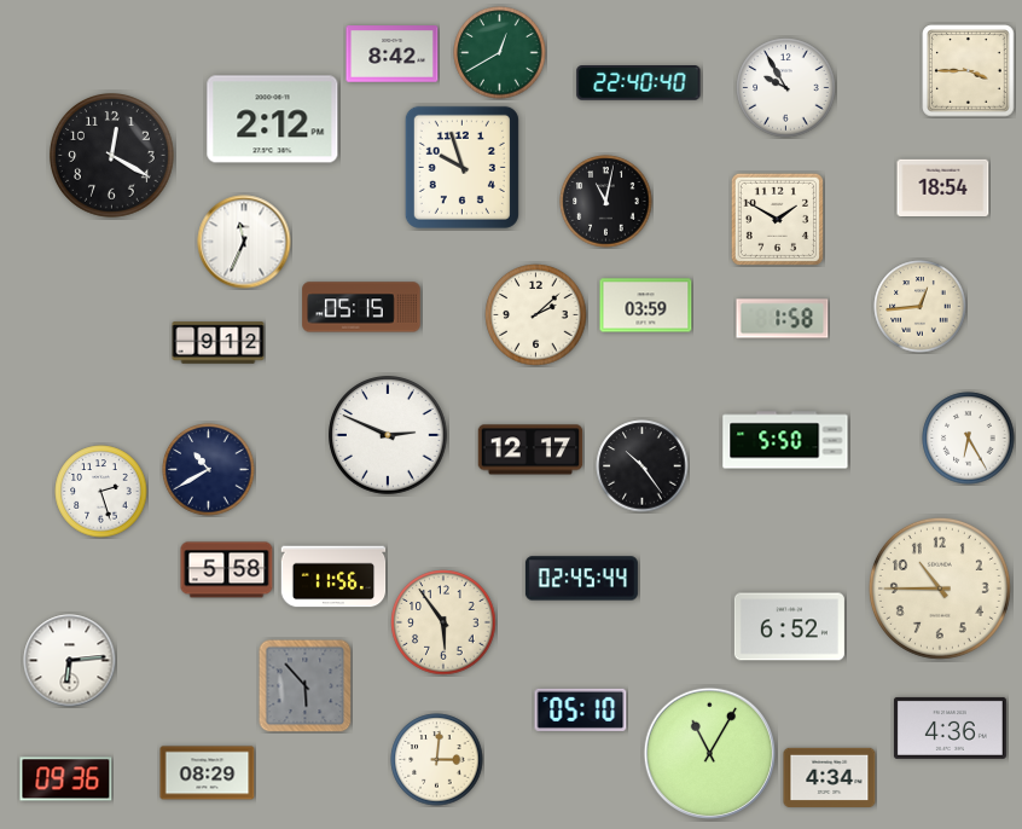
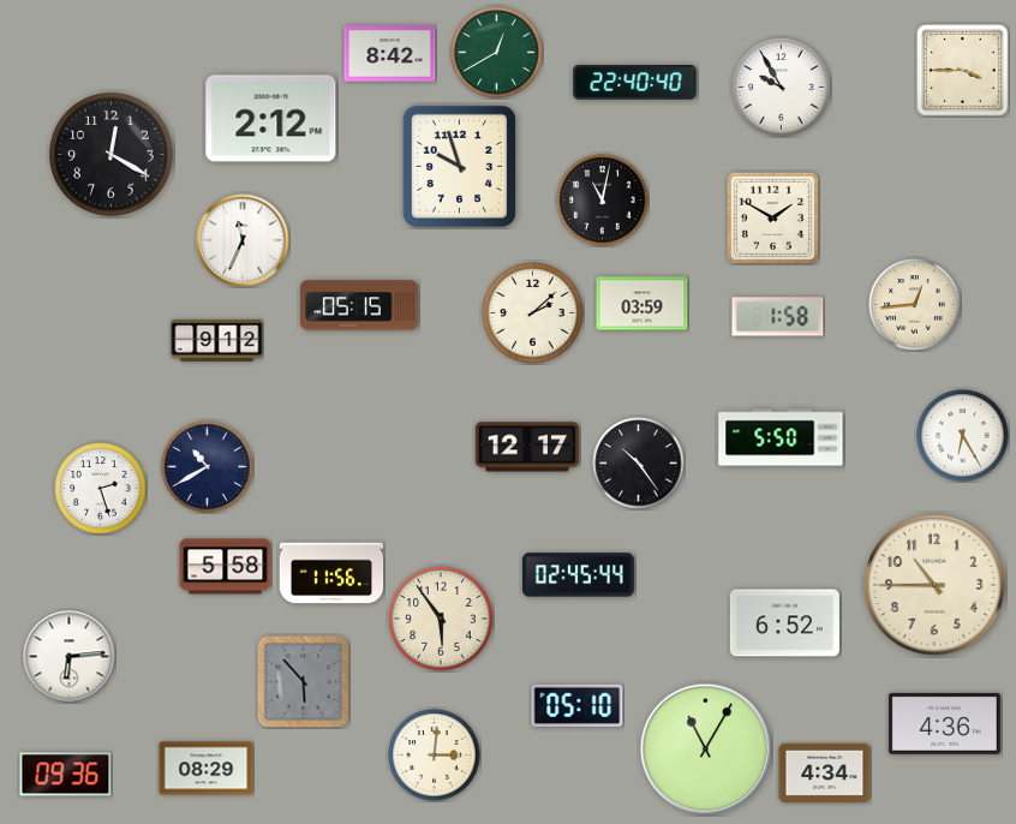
clock at (943, 187): 18:54 -> none
clock at (388, 435): 2:49 -> none
